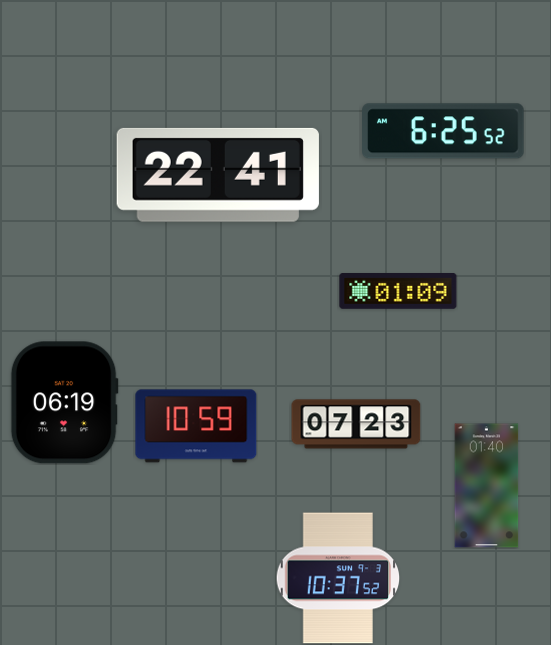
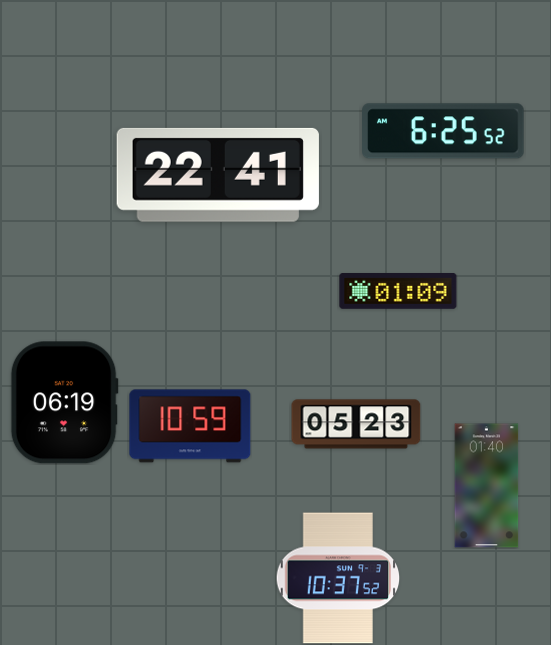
clock at (356, 424): 07:23 -> 05:23
clock at (196, 426) position: (196, 426) -> (190, 426)
